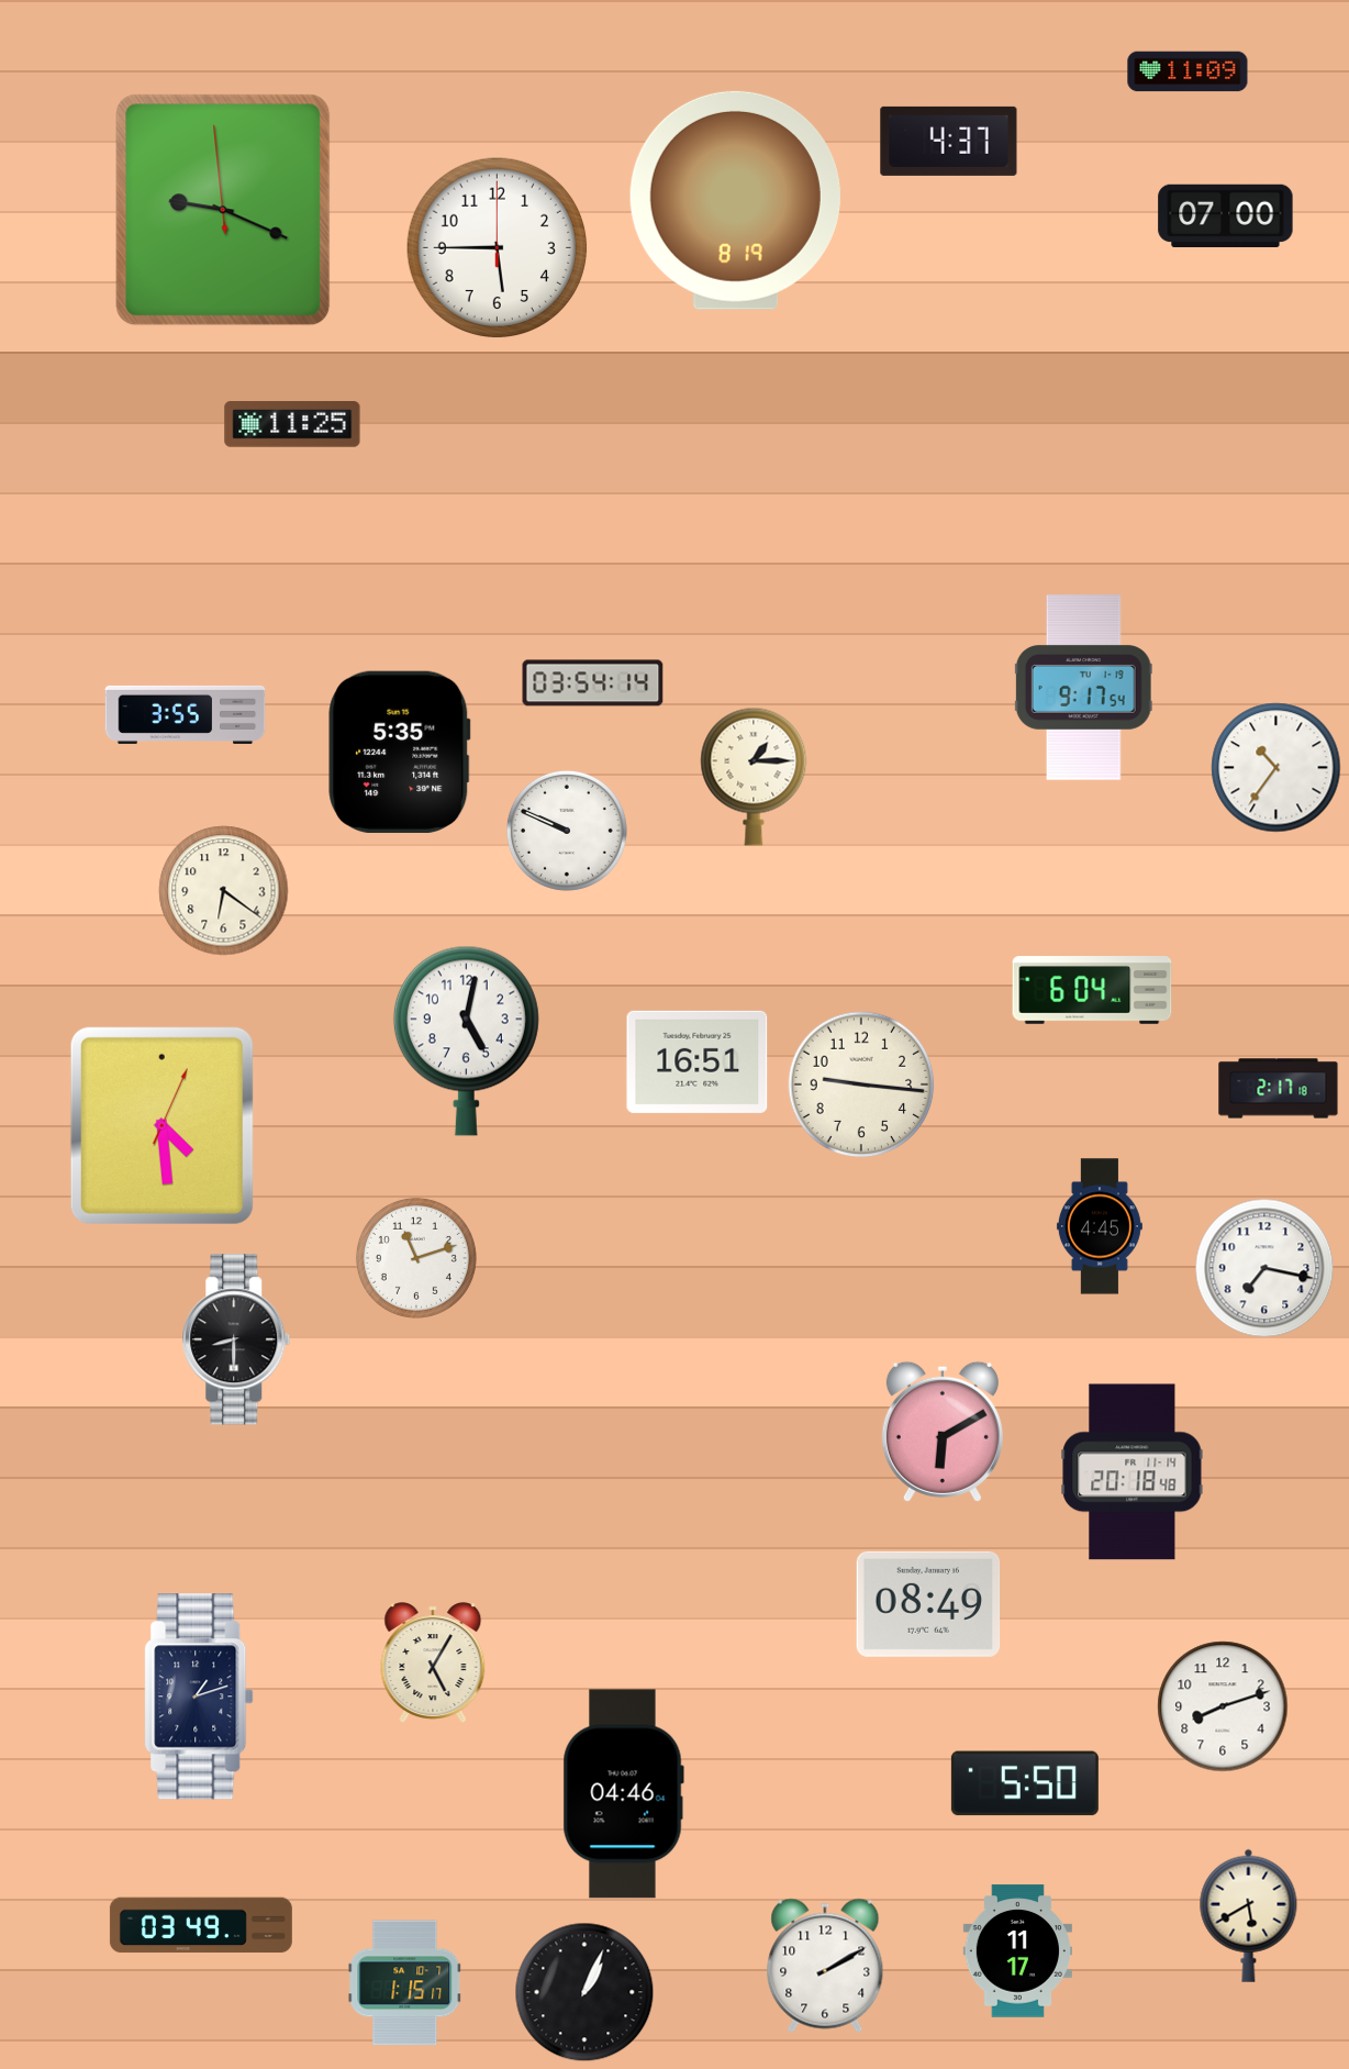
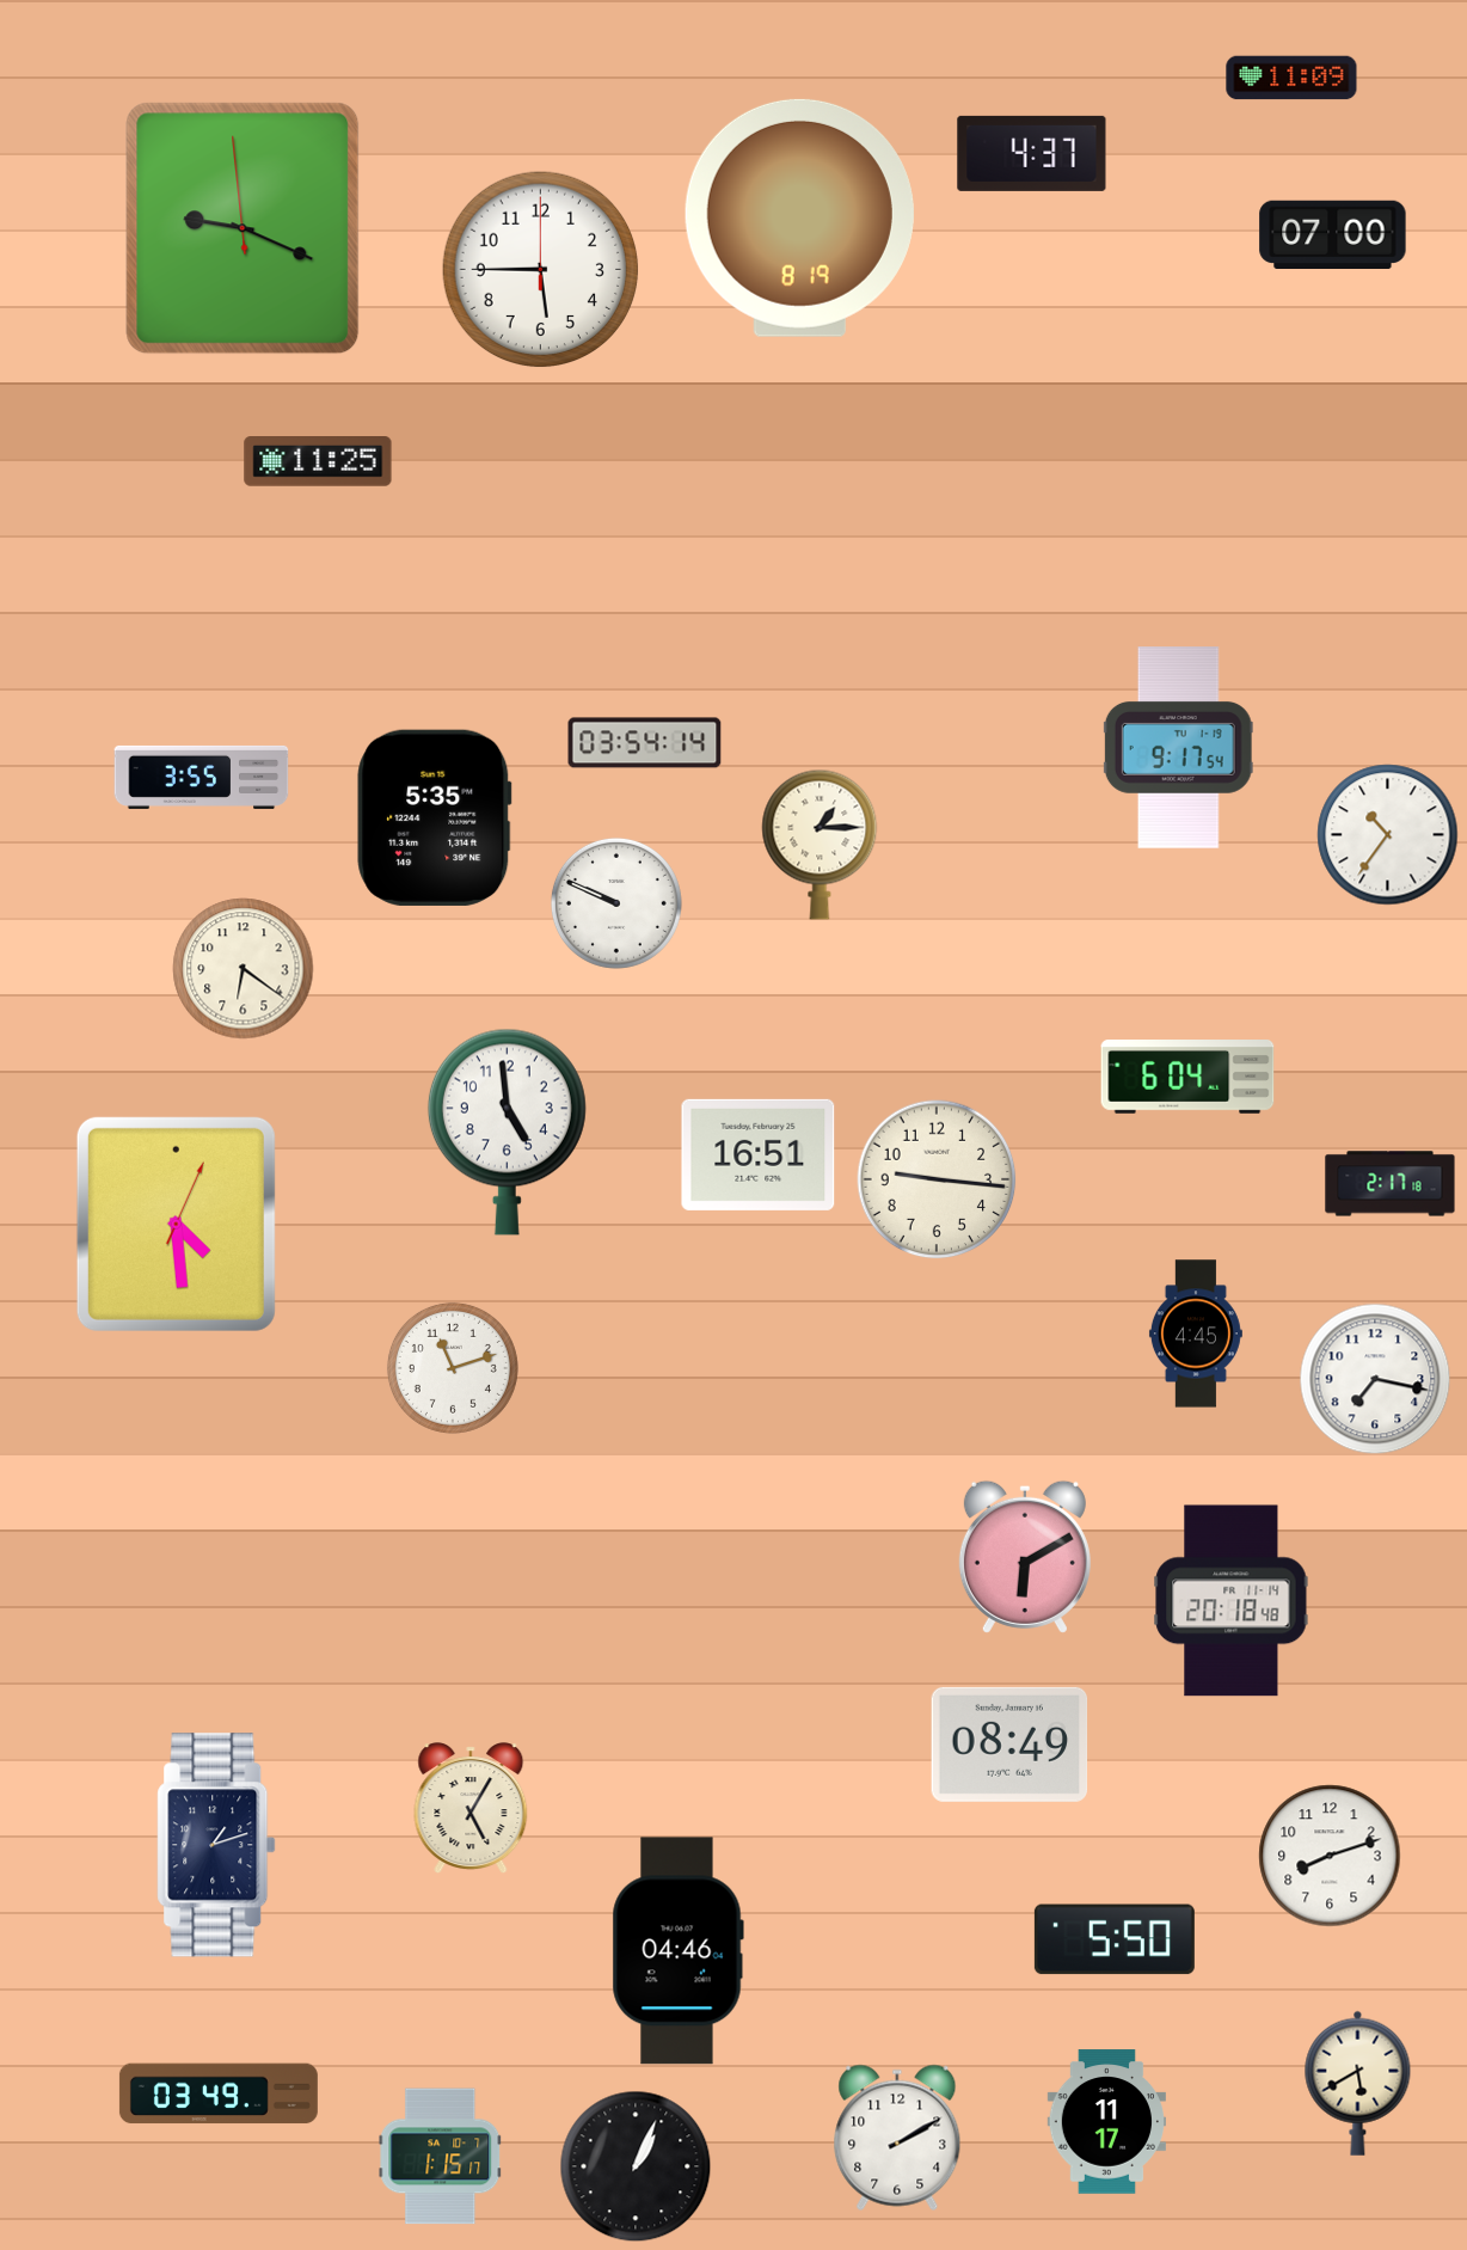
clock at (466, 1041): 5:02 -> 4:59
clock at (236, 1339): 8:30 -> none
